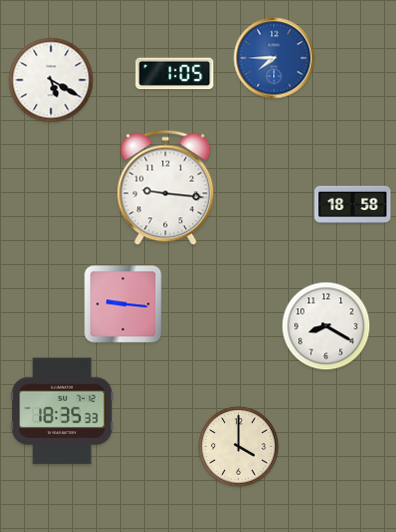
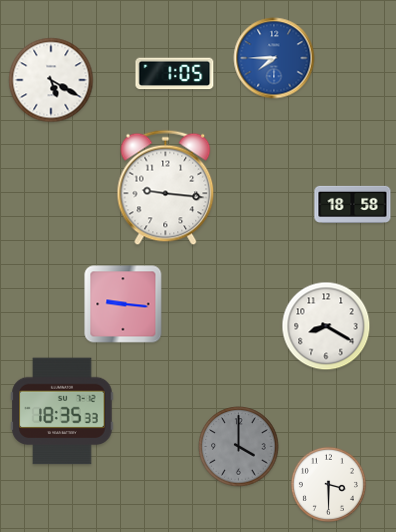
clock at (239, 447) dial: cream -> grey
clock at (328, 484): none -> 3:30
